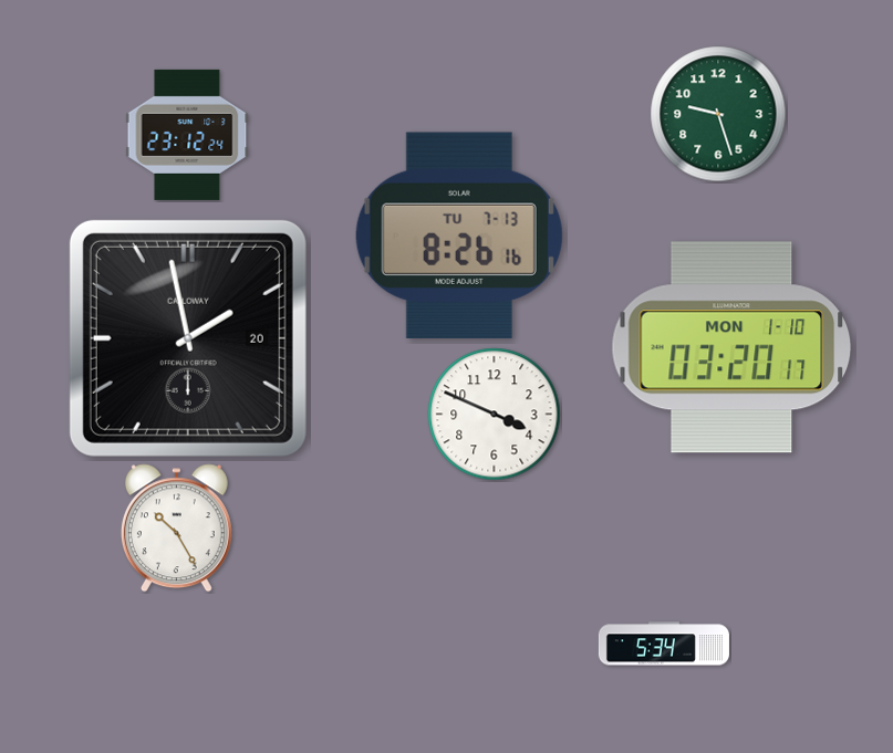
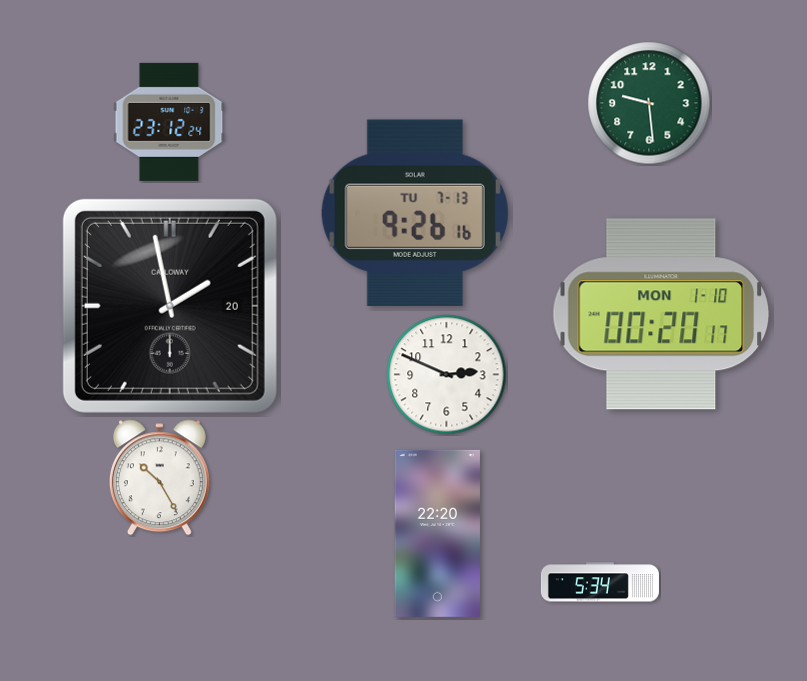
clock at (718, 114): 9:27 -> 9:29
clock at (459, 236): 8:26 -> 9:26
clock at (731, 347): 03:20 -> 00:20
clock at (495, 415): 3:49 -> 2:49
clock at (437, 533): none -> 22:20
